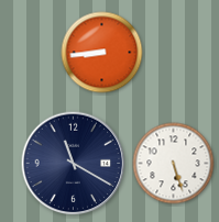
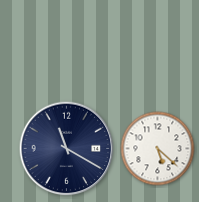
clock at (102, 53): 8:44 -> none
clock at (174, 164): 5:27 -> 5:22
